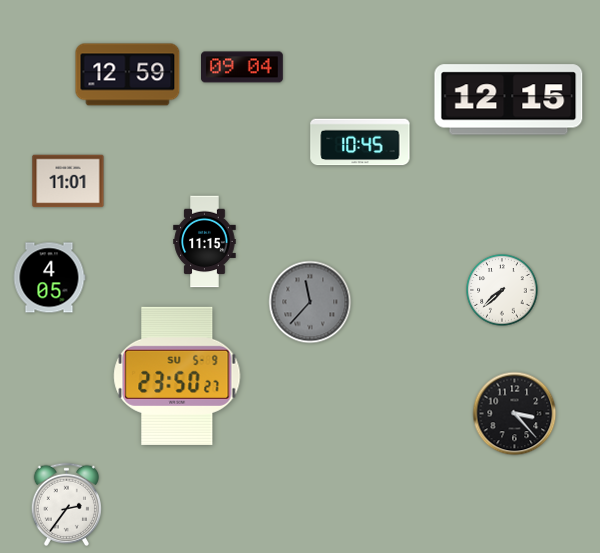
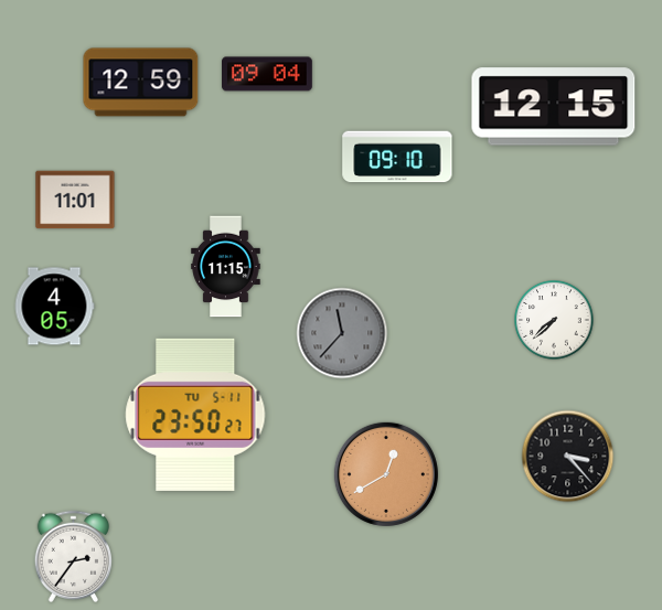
clock at (509, 100) position: (509, 100) -> (554, 107)
clock at (360, 142): 10:45 -> 09:10
clock at (177, 376) date: SU 5-9 -> TU 5-11
clock at (386, 474): none -> 12:40
